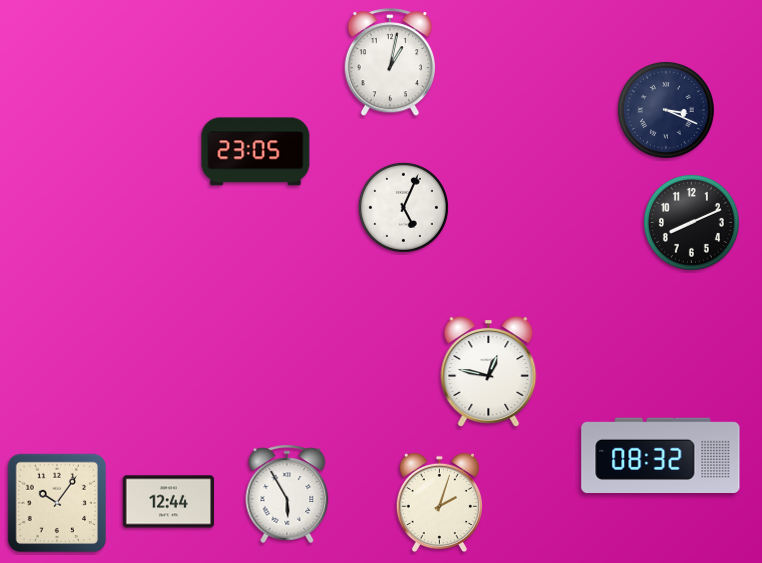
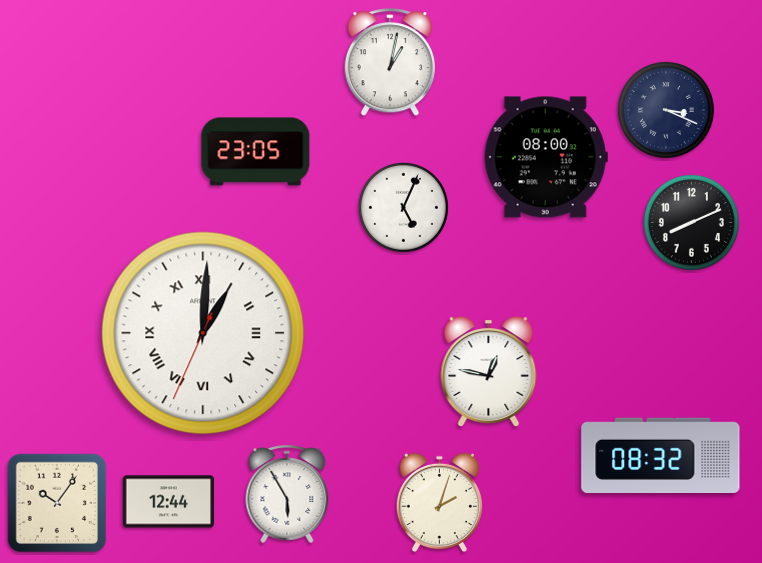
clock at (546, 157): none -> 08:00
clock at (203, 333): none -> 1:00
